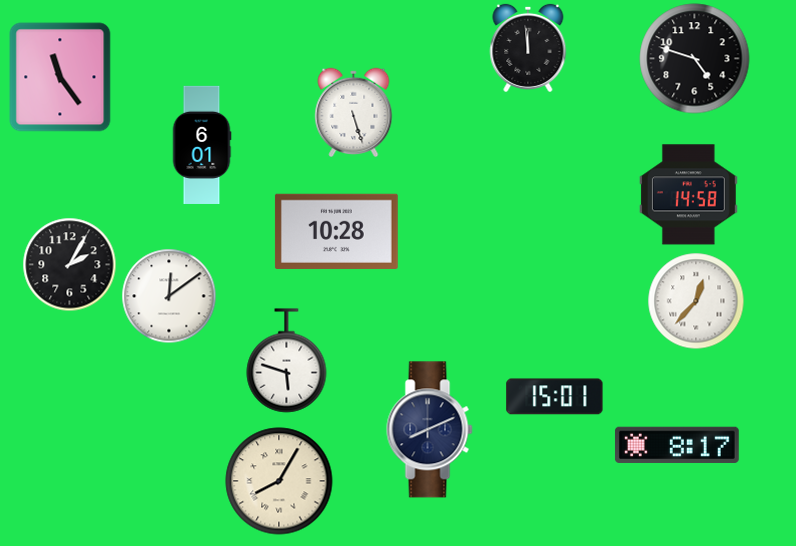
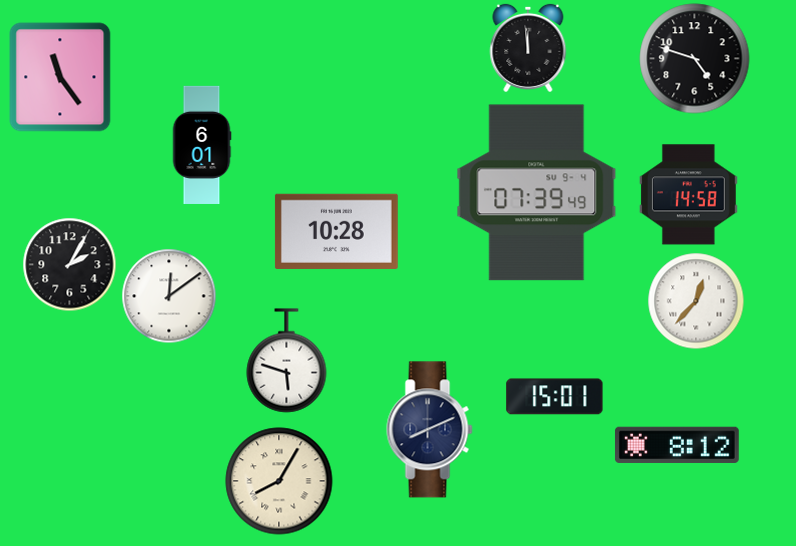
clock at (354, 112): 5:27 -> none
clock at (537, 193): none -> 07:39
clock at (677, 444): 8:17 -> 8:12
